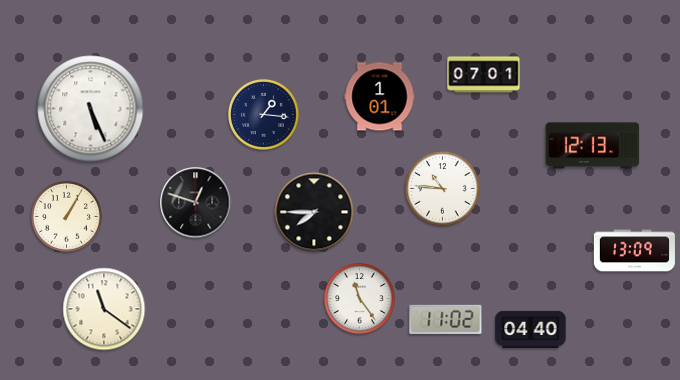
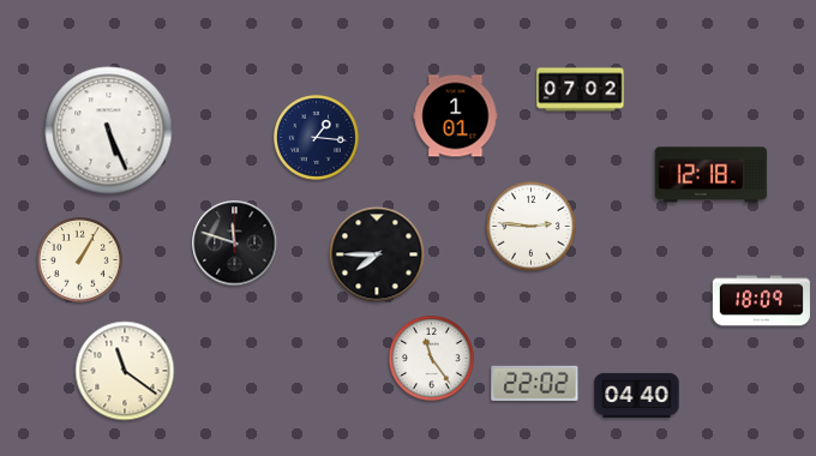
clock at (484, 75): 07:01 -> 07:02
clock at (593, 146): 12:13 -> 12:18
clock at (443, 189): 10:46 -> 2:46
clock at (196, 203): 12:48 -> 11:48
clock at (634, 251): 13:09 -> 18:09
clock at (446, 319): 11:02 -> 22:02
